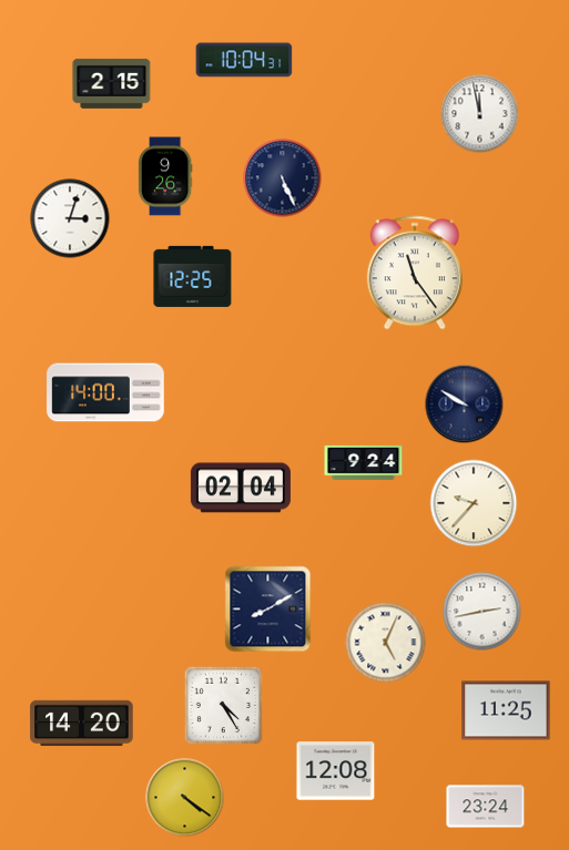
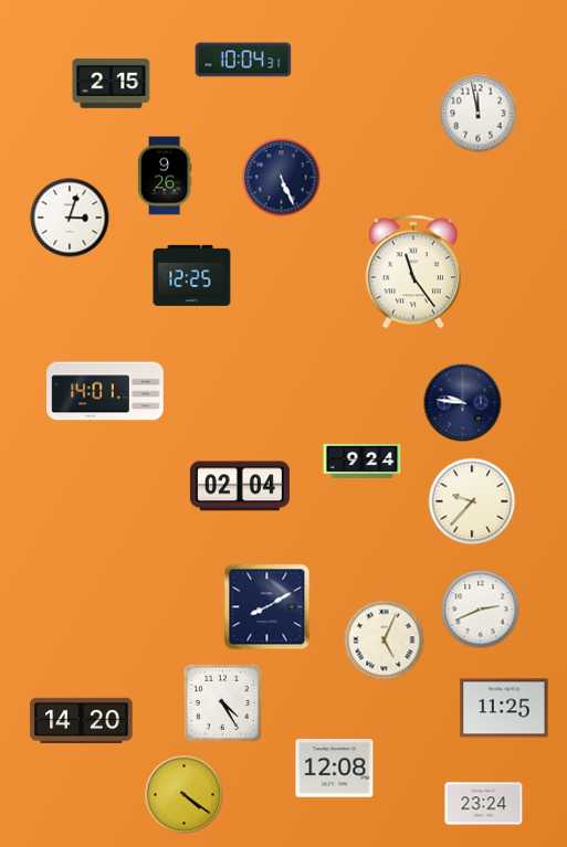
clock at (105, 392): 14:00 -> 14:01
clock at (465, 404): 9:50 -> 9:46
clock at (482, 612): 2:43 -> 2:41
